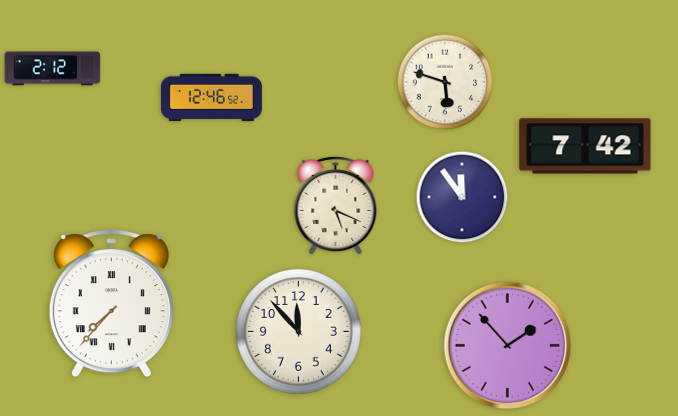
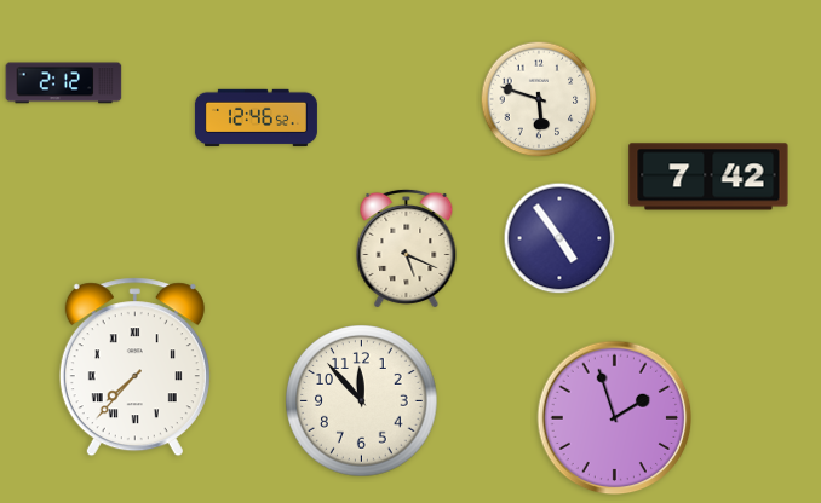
clock at (462, 197): 11:54 -> 4:54
clock at (508, 346): 1:53 -> 1:57
